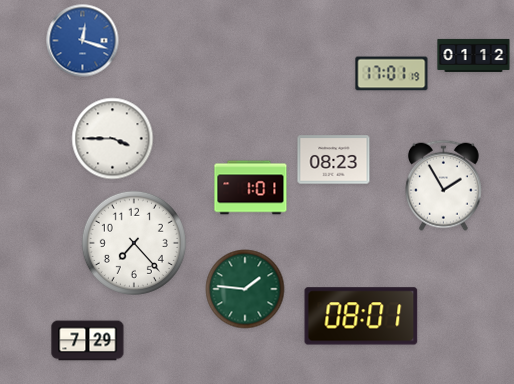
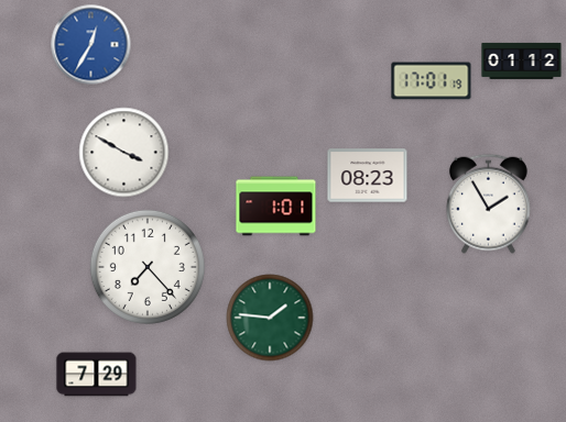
clock at (83, 41): 12:18 -> 12:35
clock at (113, 139): 3:45 -> 3:50
clock at (361, 316): 08:01 -> none
